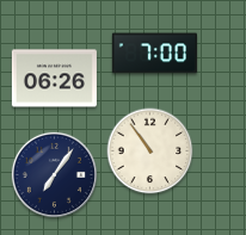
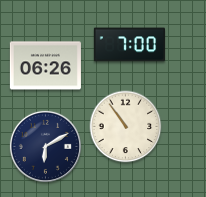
clock at (54, 174): 7:06 -> 6:10
